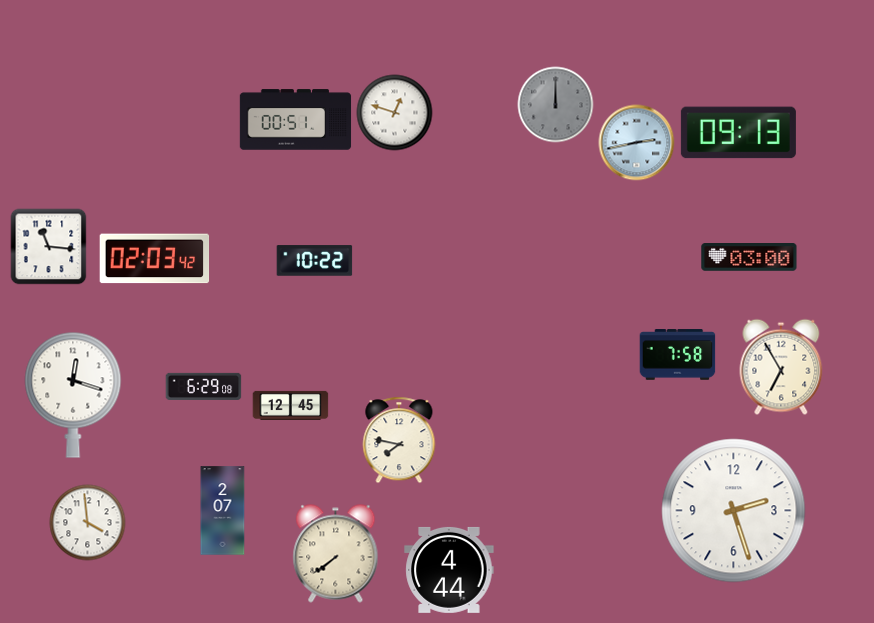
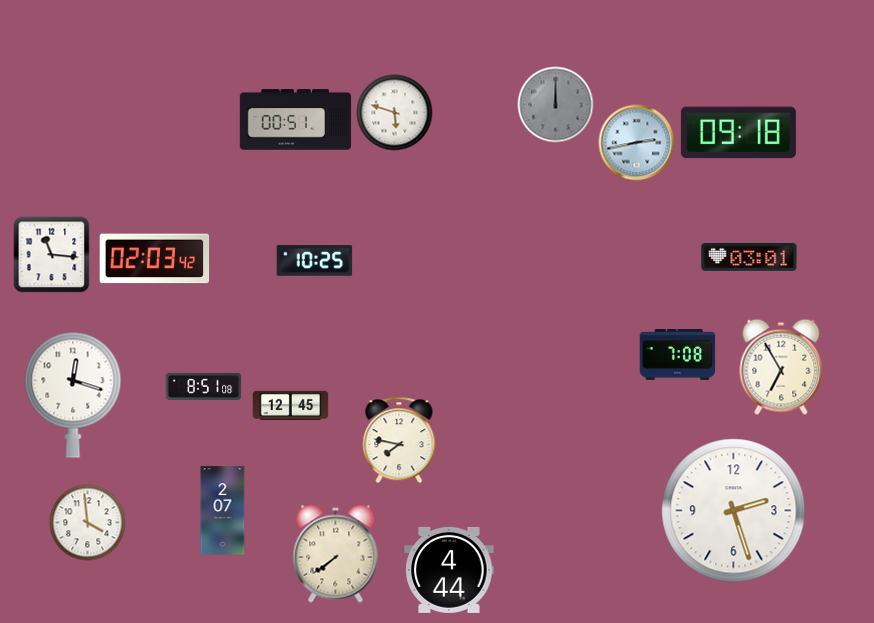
clock at (395, 113): 12:48 -> 5:48
clock at (738, 133): 09:13 -> 09:18
clock at (49, 247) position: (49, 247) -> (52, 255)
clock at (749, 258): 03:00 -> 03:01
clock at (315, 261): 10:22 -> 10:25
clock at (678, 355): 7:58 -> 7:08
clock at (204, 386): 6:29 -> 8:51
